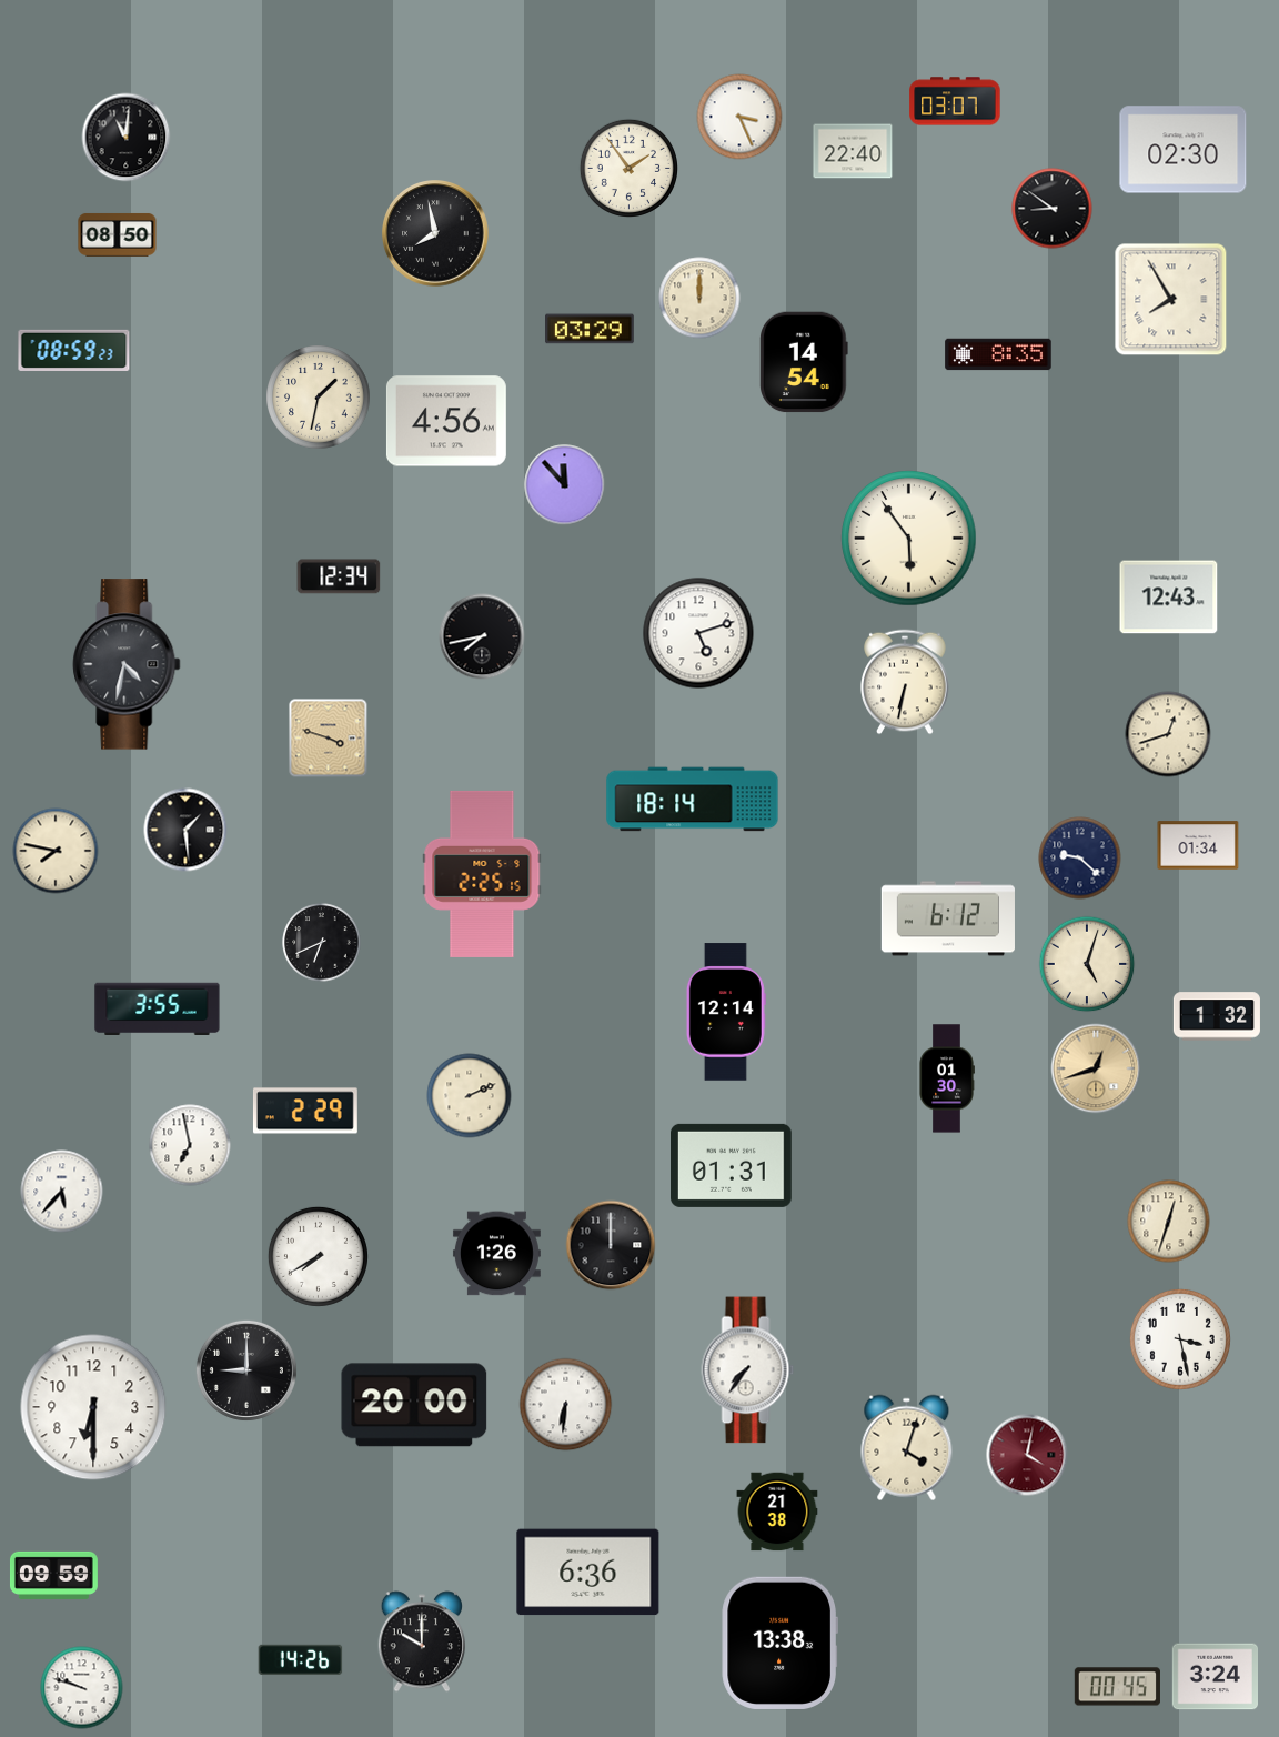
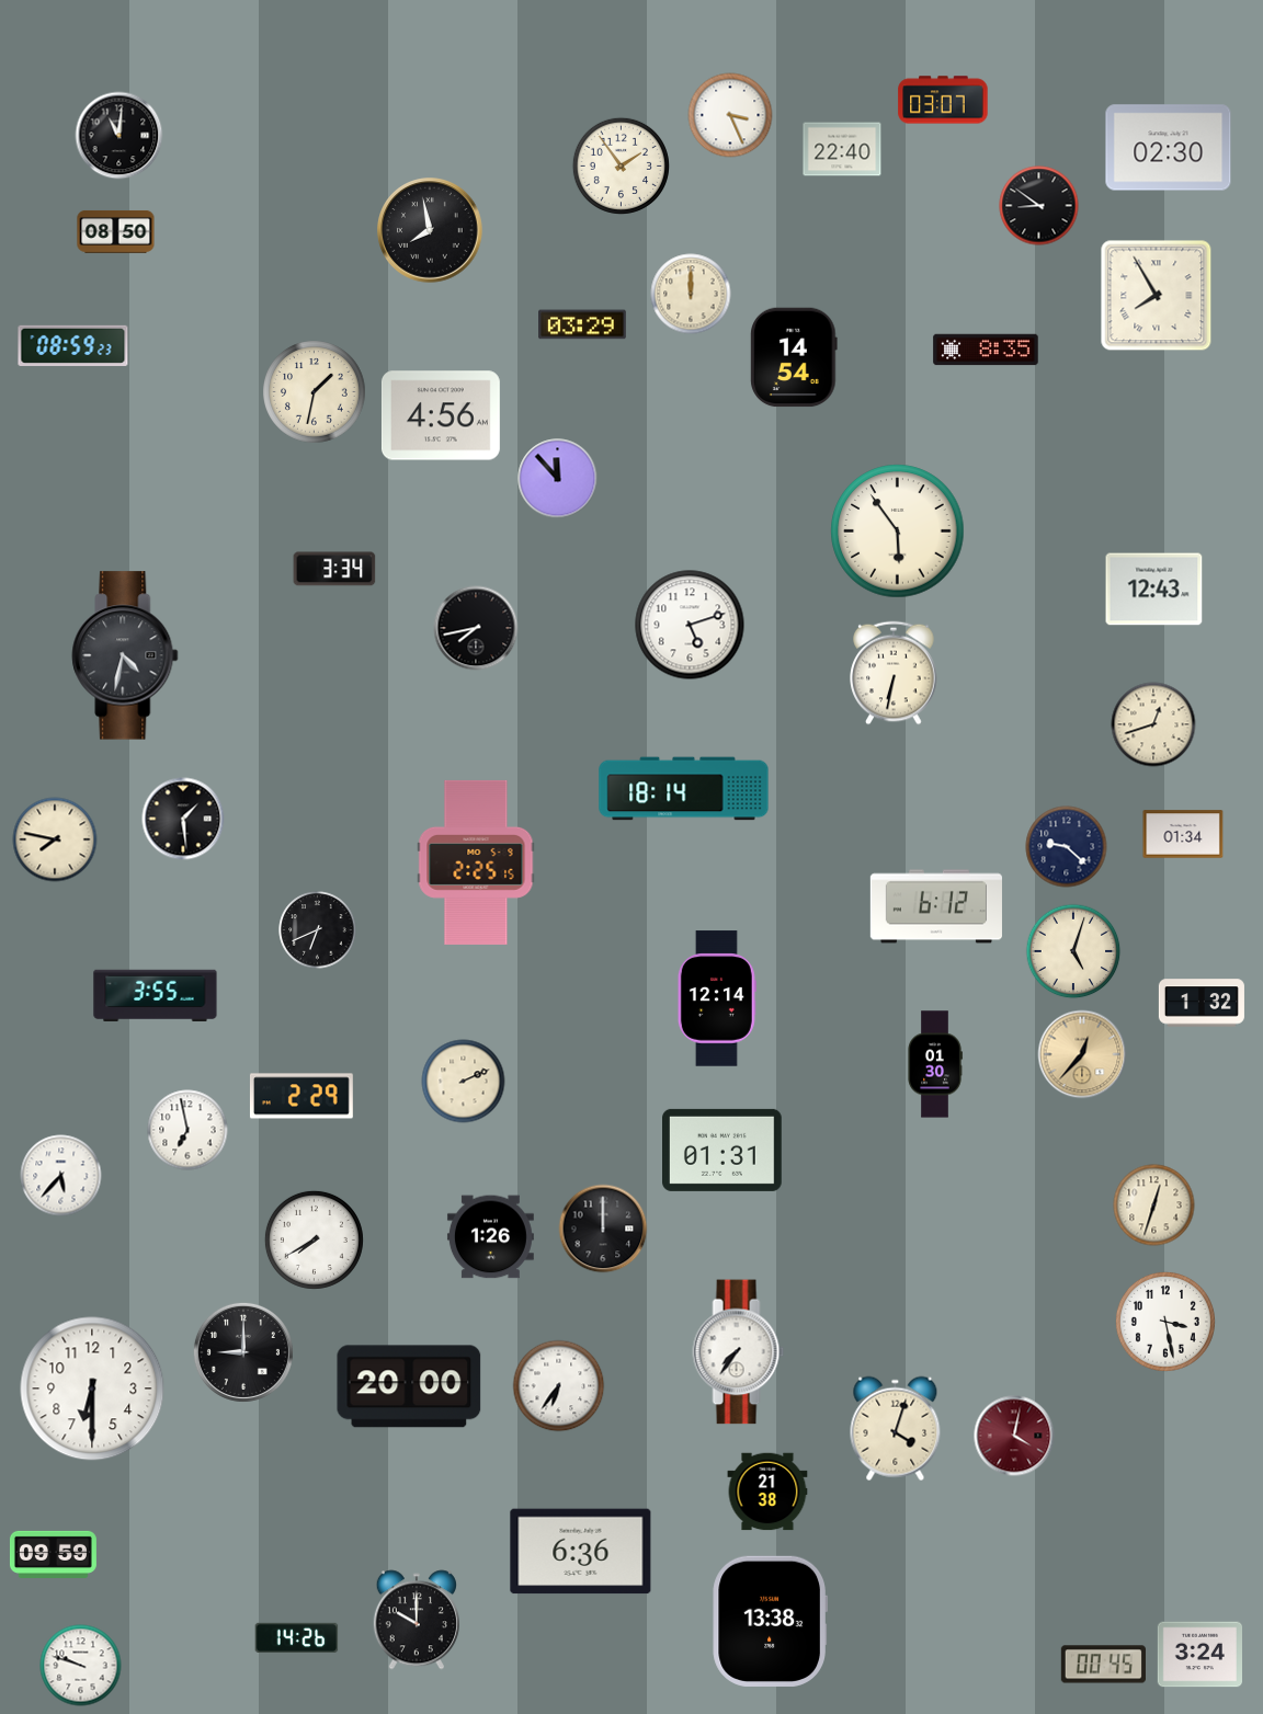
clock at (127, 138) position: (127, 138) -> (120, 136)
clock at (339, 576): 12:34 -> 3:34
clock at (329, 739): 3:48 -> none
clock at (1096, 1068): 12:42 -> 12:37
clock at (566, 1405): 6:31 -> 6:36
